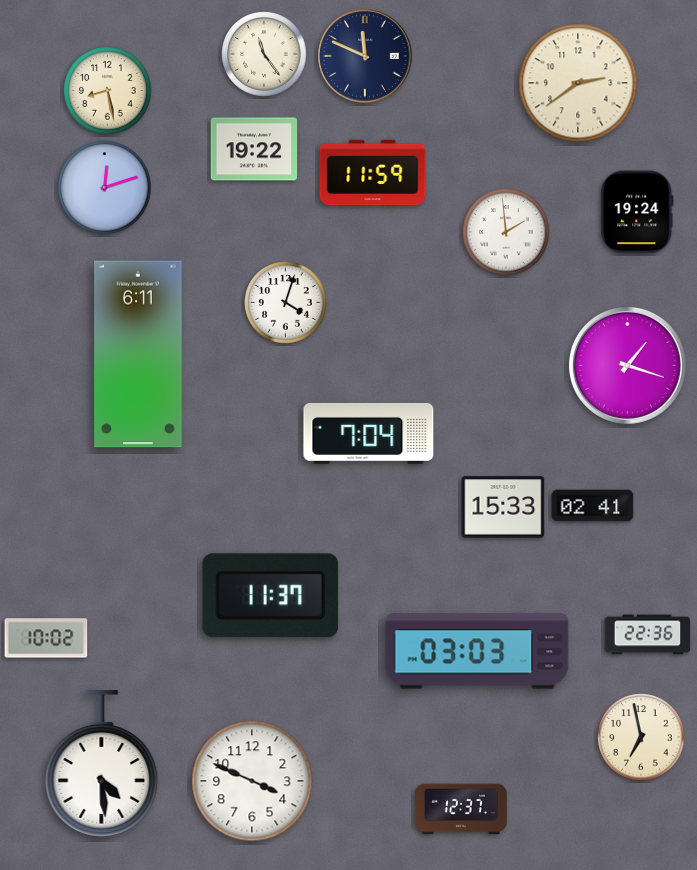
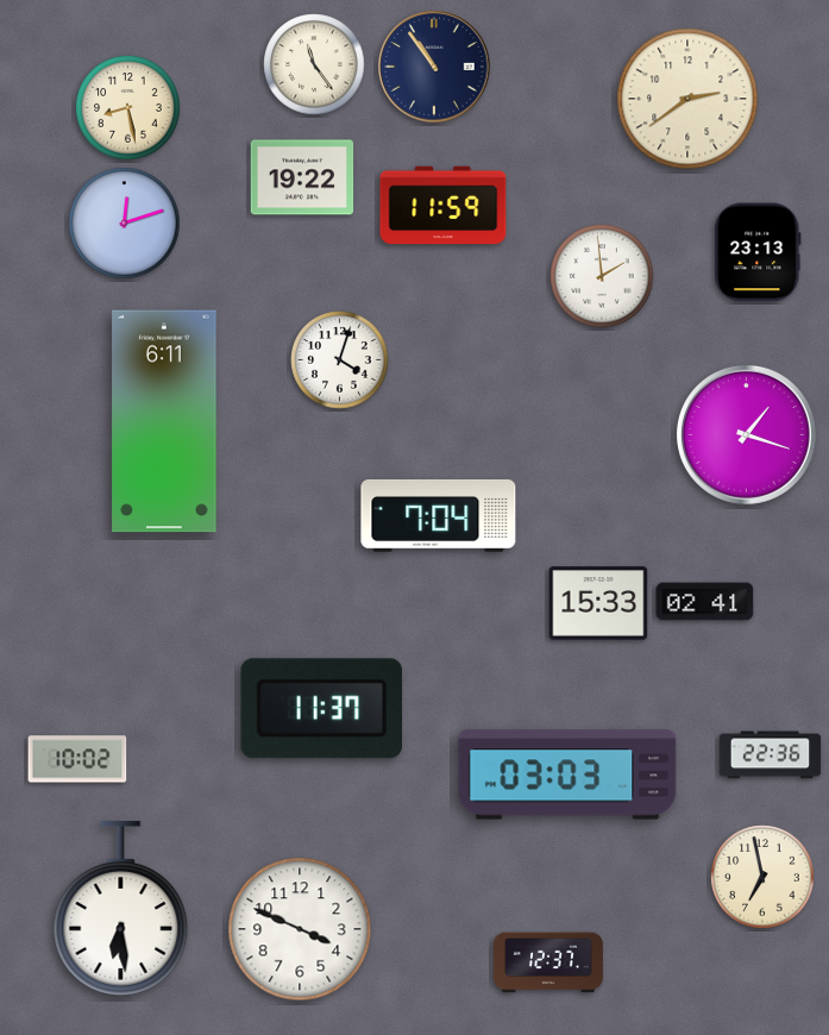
clock at (365, 56): 11:49 -> 10:54
clock at (637, 212): 19:24 -> 23:13
clock at (46, 638) position: (46, 638) -> (77, 759)
clock at (102, 764): 4:29 -> 6:29
